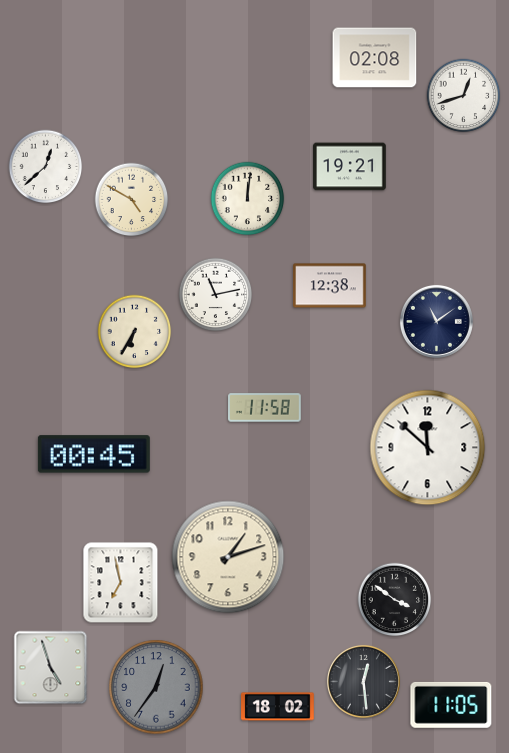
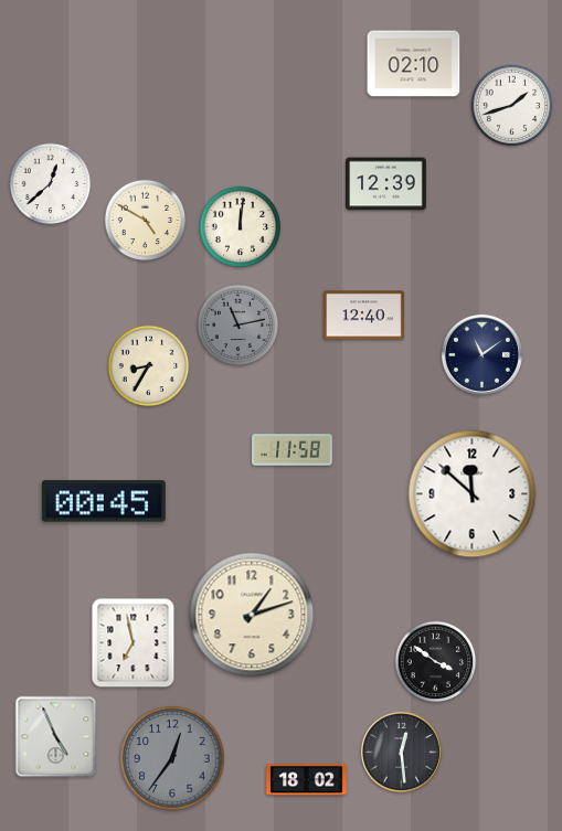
clock at (375, 58): 02:08 -> 02:10
clock at (464, 96): 12:42 -> 1:42
clock at (350, 167): 19:21 -> 12:39
clock at (248, 199) position: (248, 199) -> (241, 227)
clock at (330, 286): 12:38 -> 12:40
clock at (216, 295) dial: white -> grey
clock at (135, 332): 6:35 -> 8:35
clock at (51, 668): 4:57 -> 4:56
clock at (451, 705): 11:05 -> none
